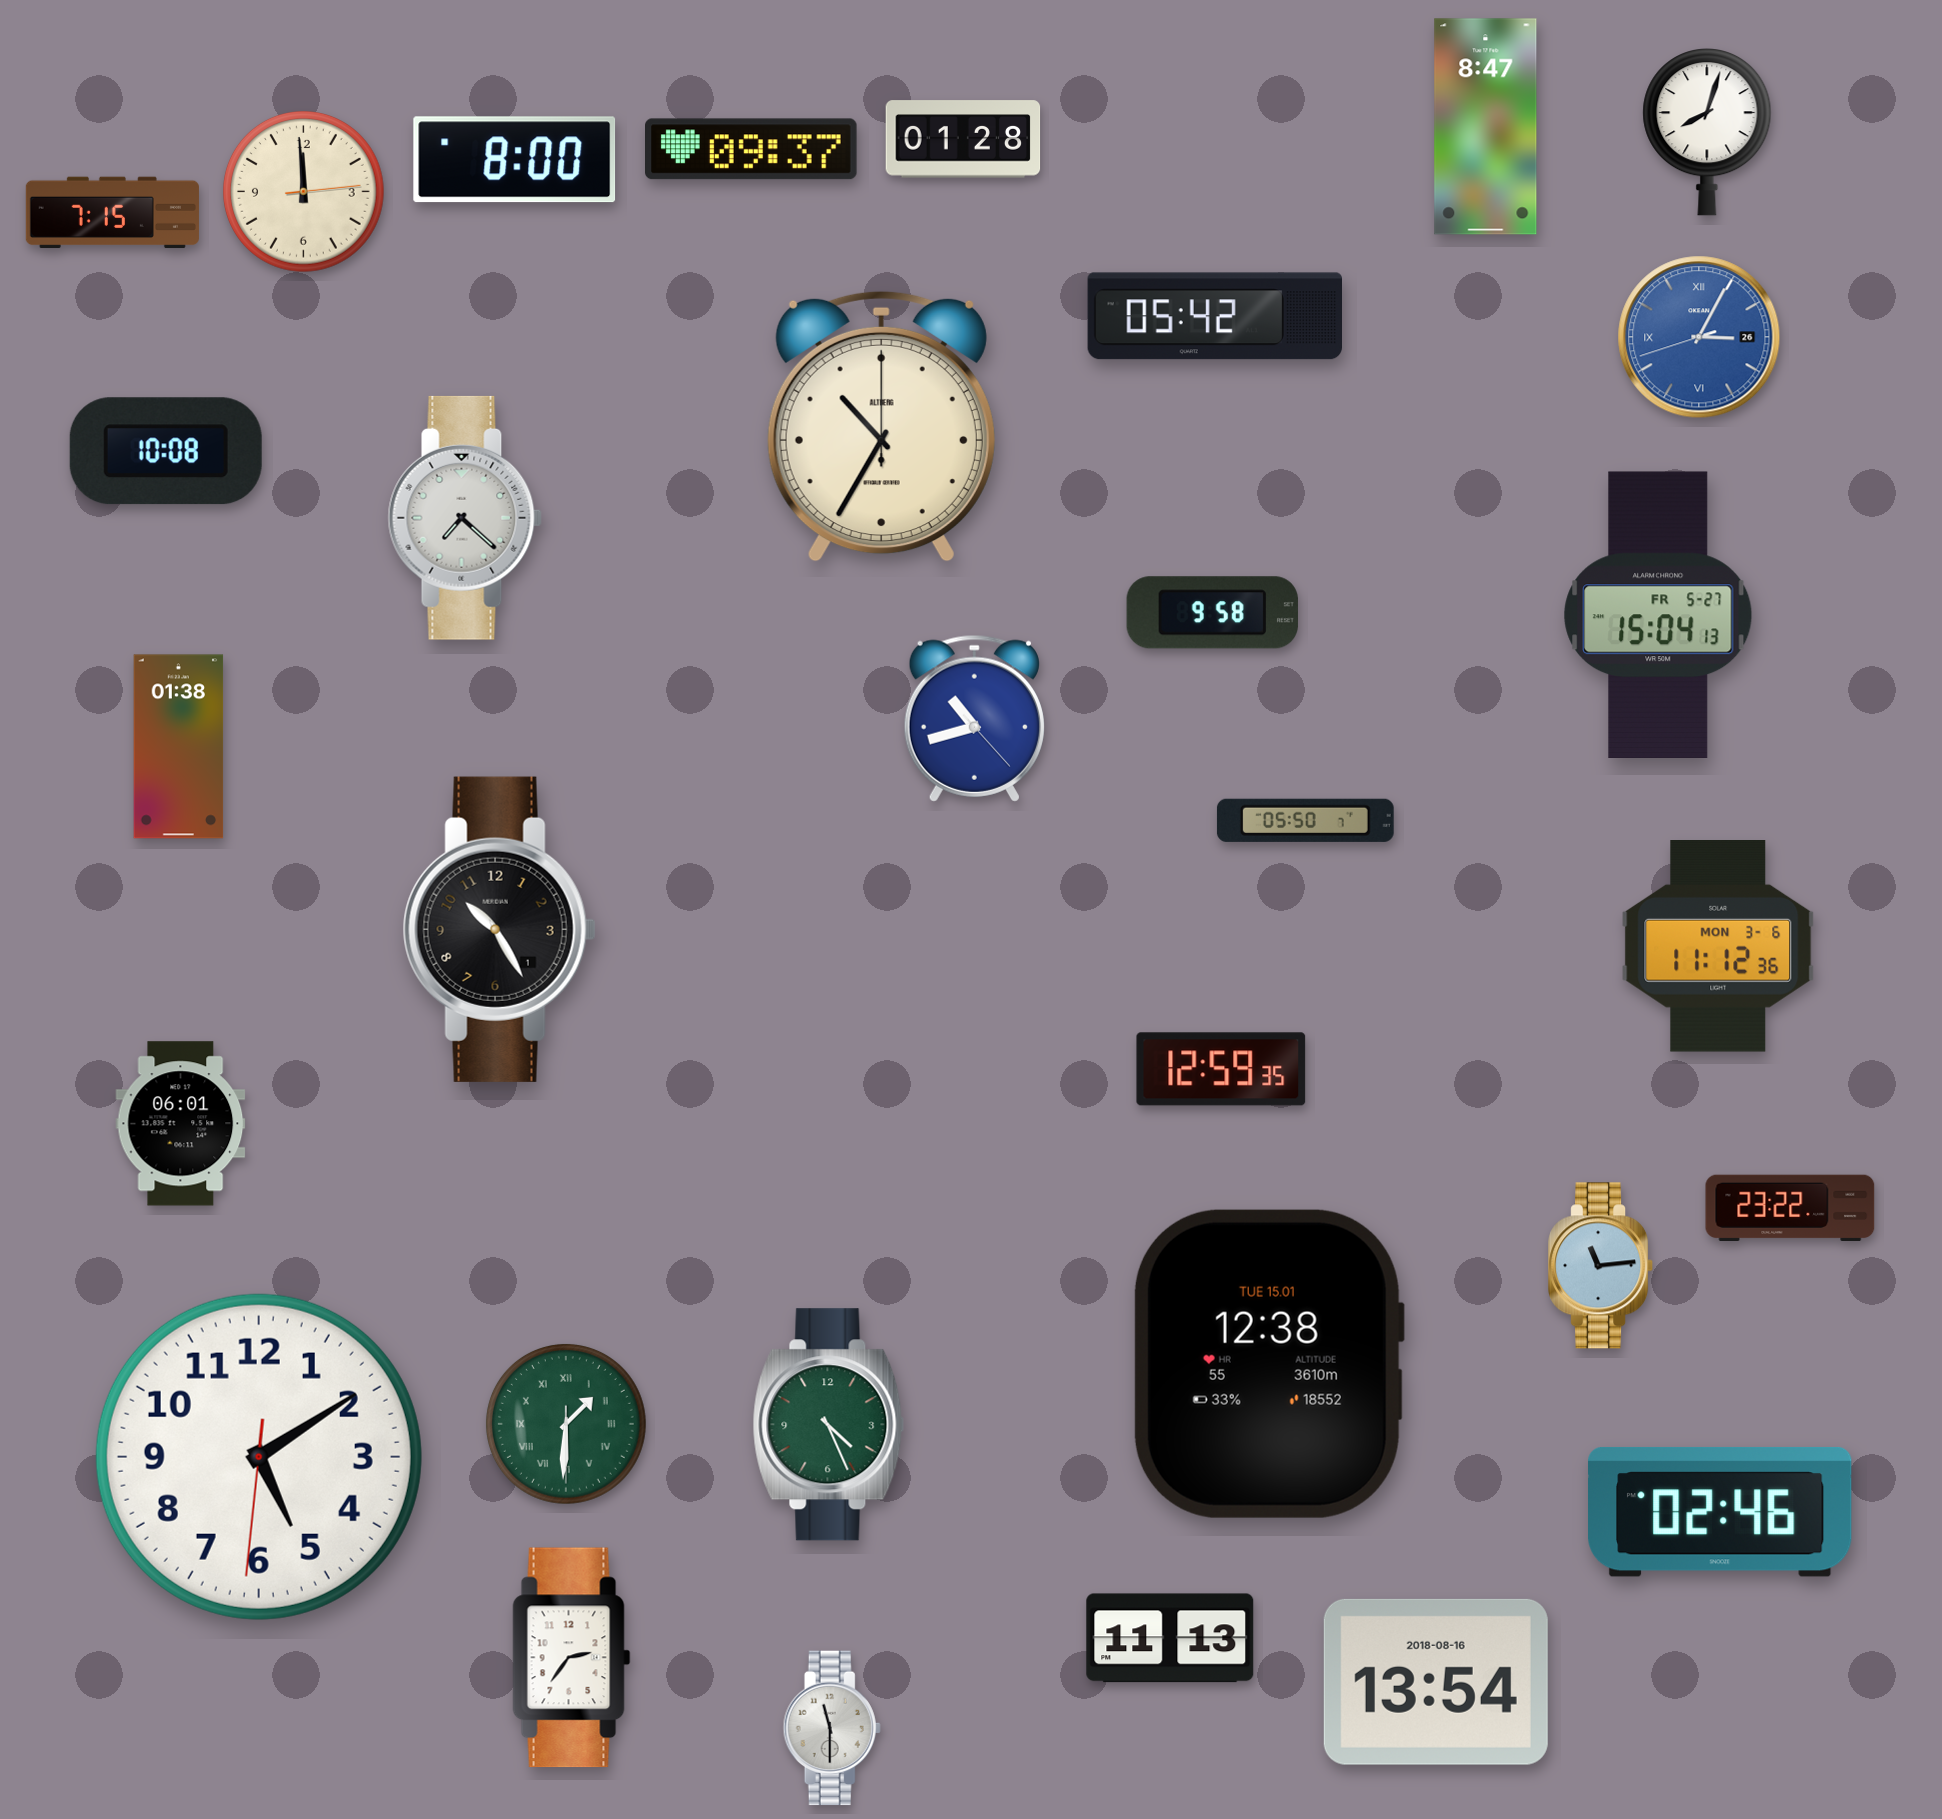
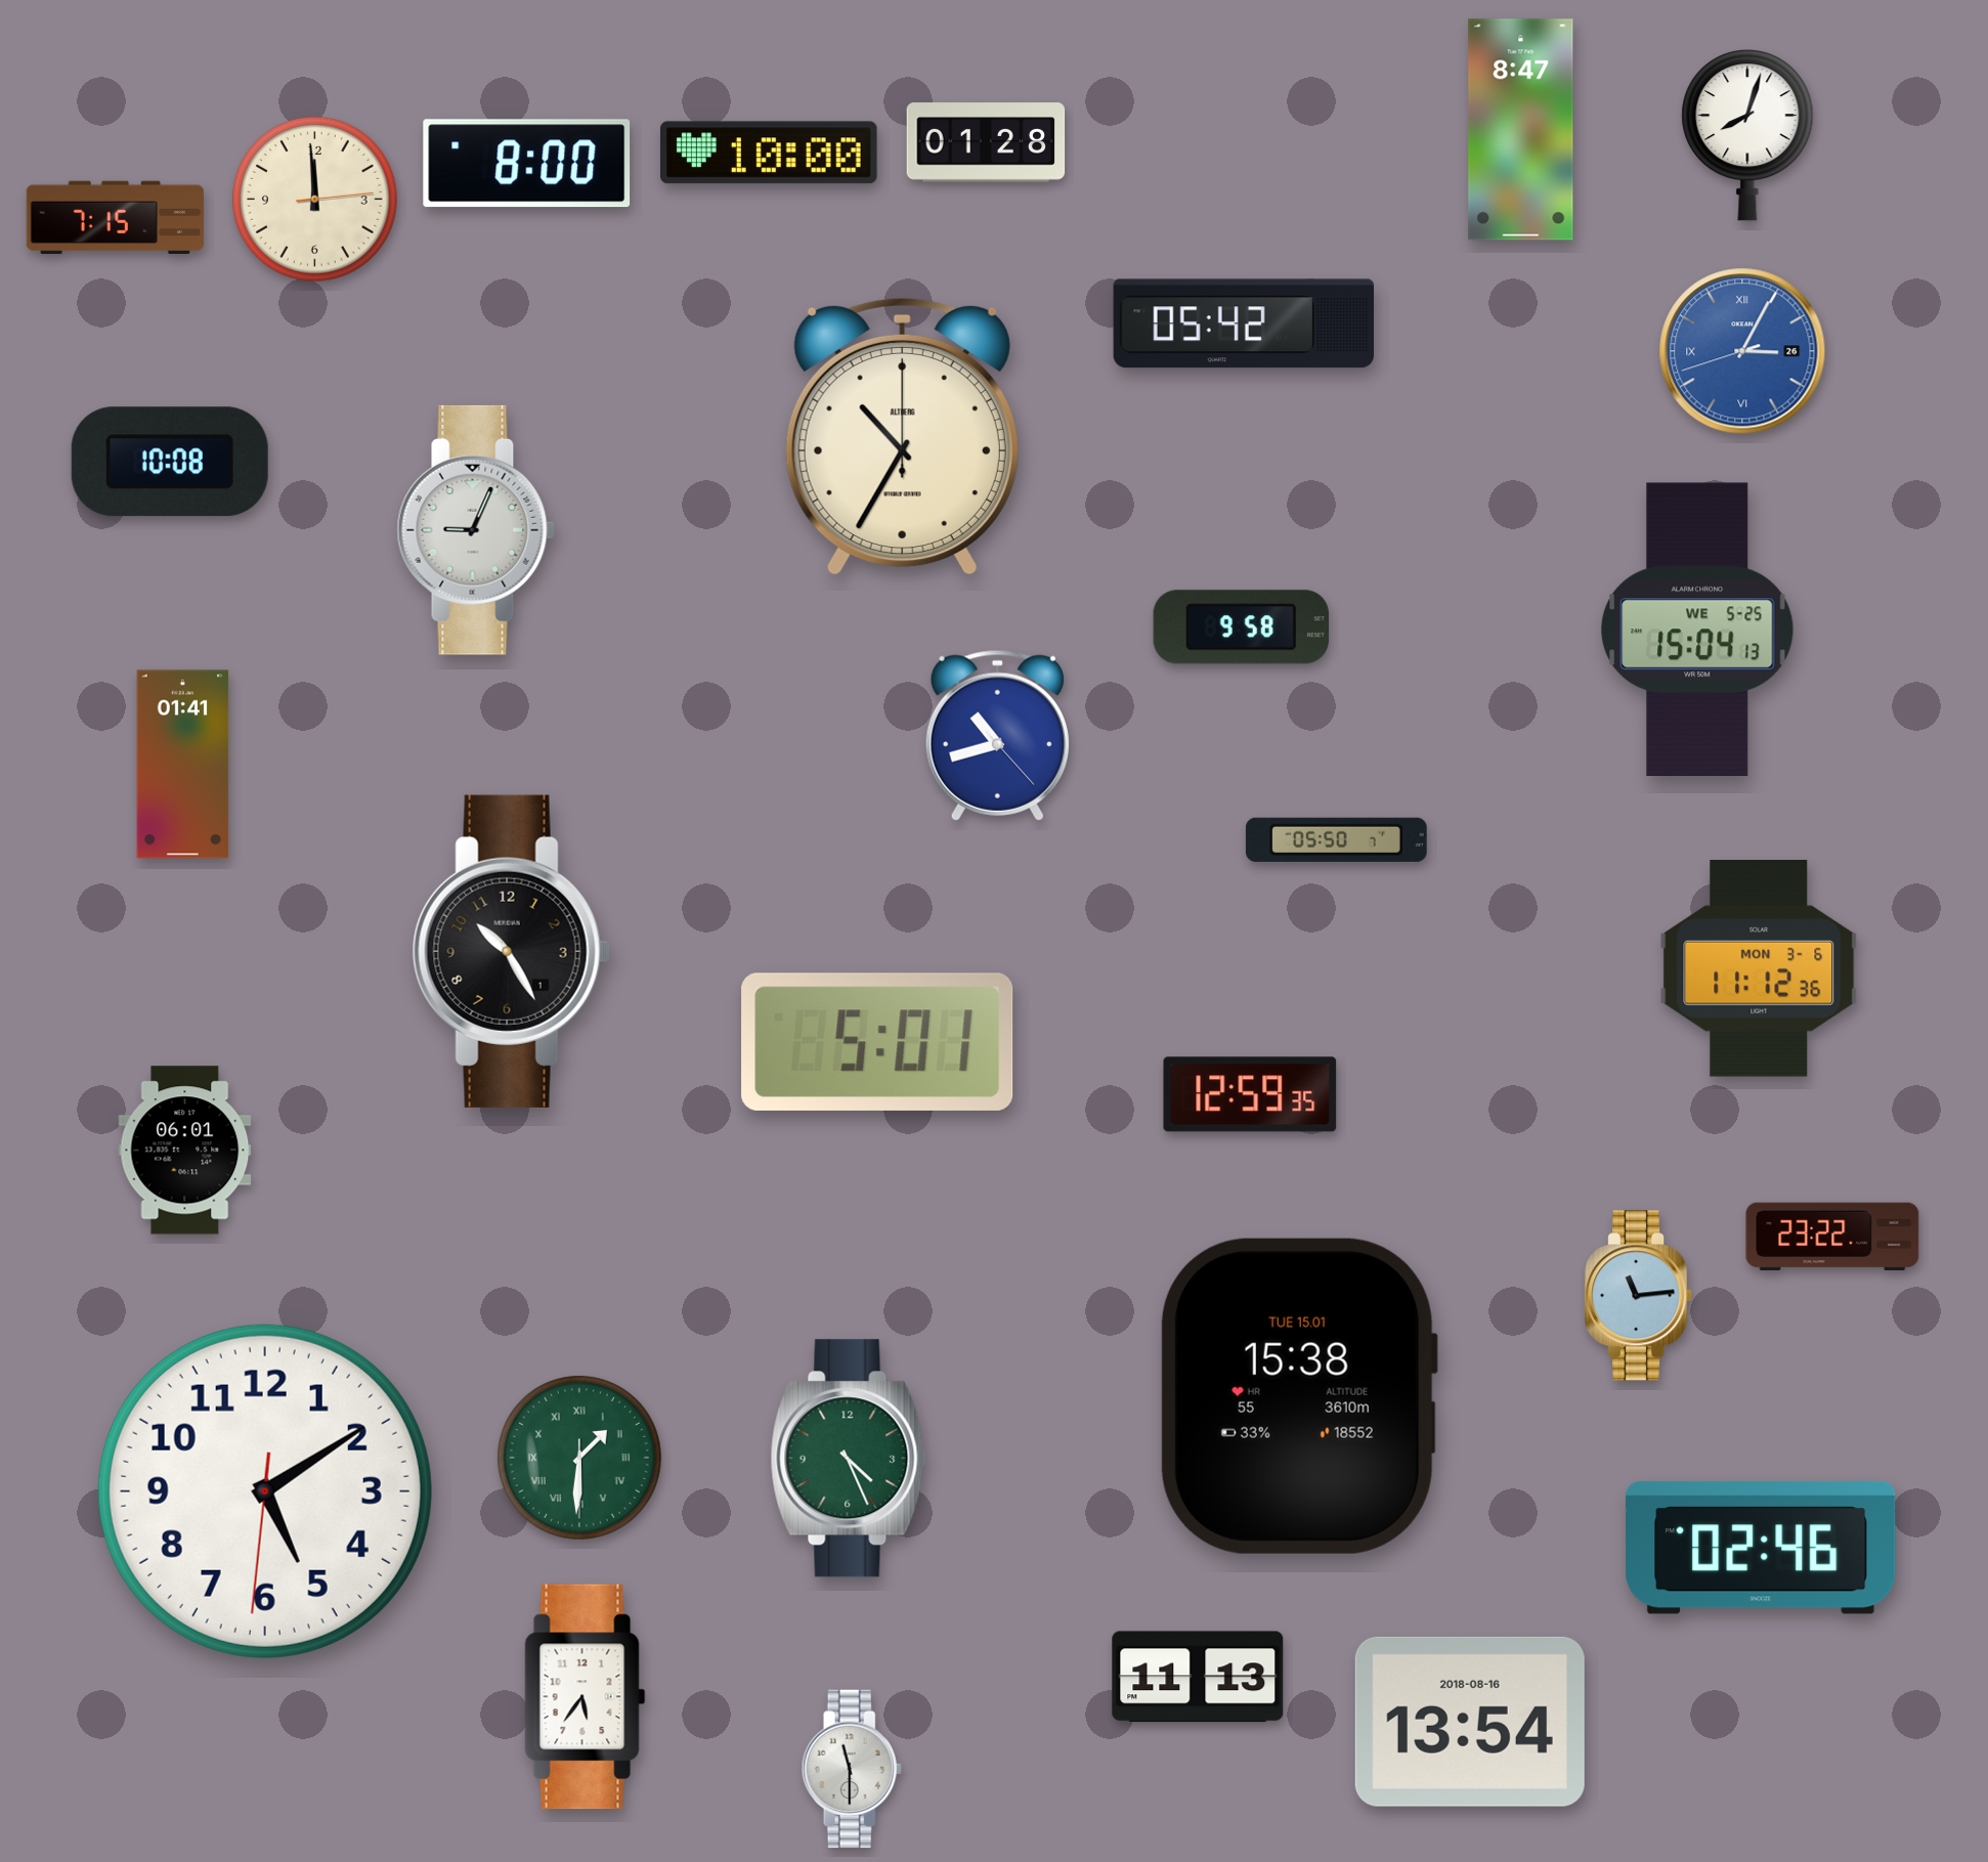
clock at (752, 149): 09:37 -> 10:00
clock at (304, 192) position: (304, 192) -> (315, 200)
clock at (1699, 337) position: (1699, 337) -> (1742, 351)
clock at (465, 518): 7:22 -> 9:04
clock at (1658, 614) date: FR 5-27 -> WE 5-25
clock at (179, 747): 01:38 -> 01:41
clock at (877, 1042): none -> 5:01
clock at (1268, 1364): 12:38 -> 15:38
clock at (572, 1658): 2:36 -> 5:36
